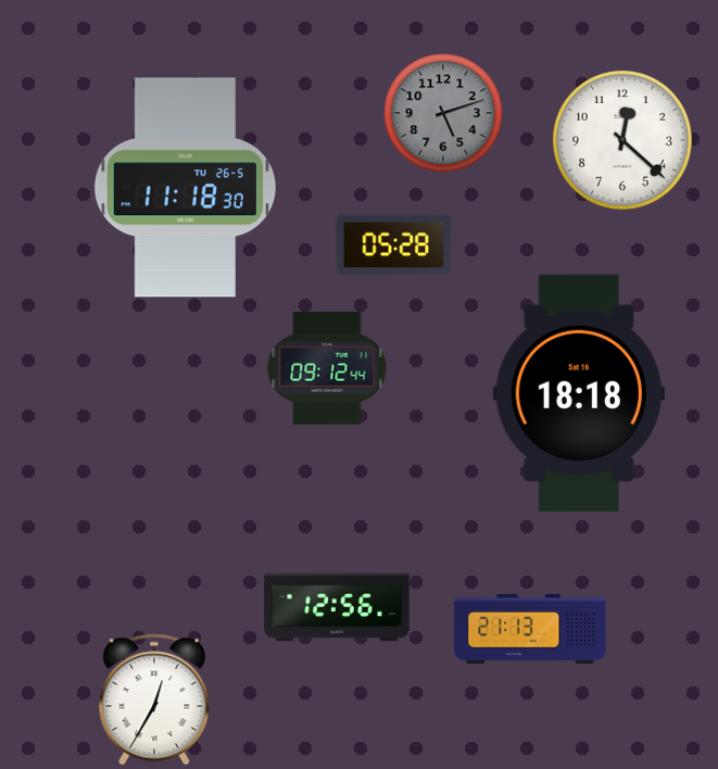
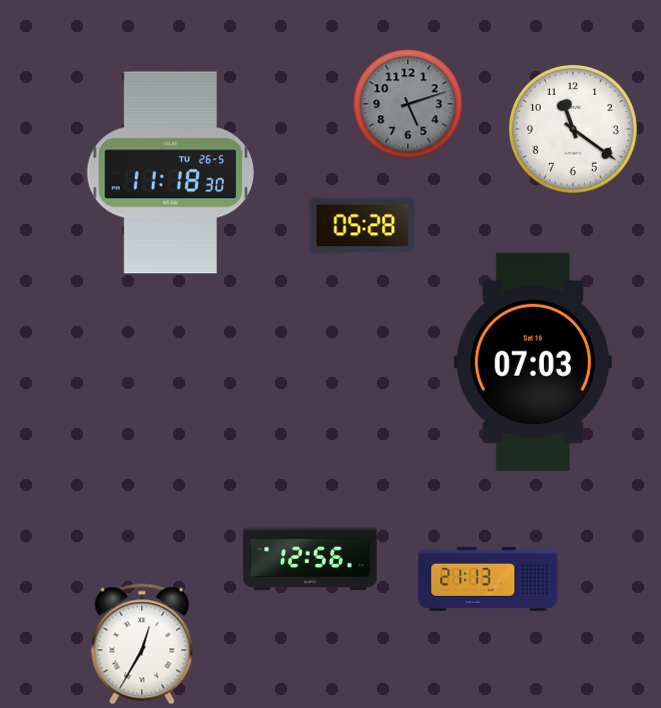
clock at (622, 140): 12:22 -> 11:21
clock at (327, 368): 09:12 -> none
clock at (579, 393): 18:18 -> 07:03
